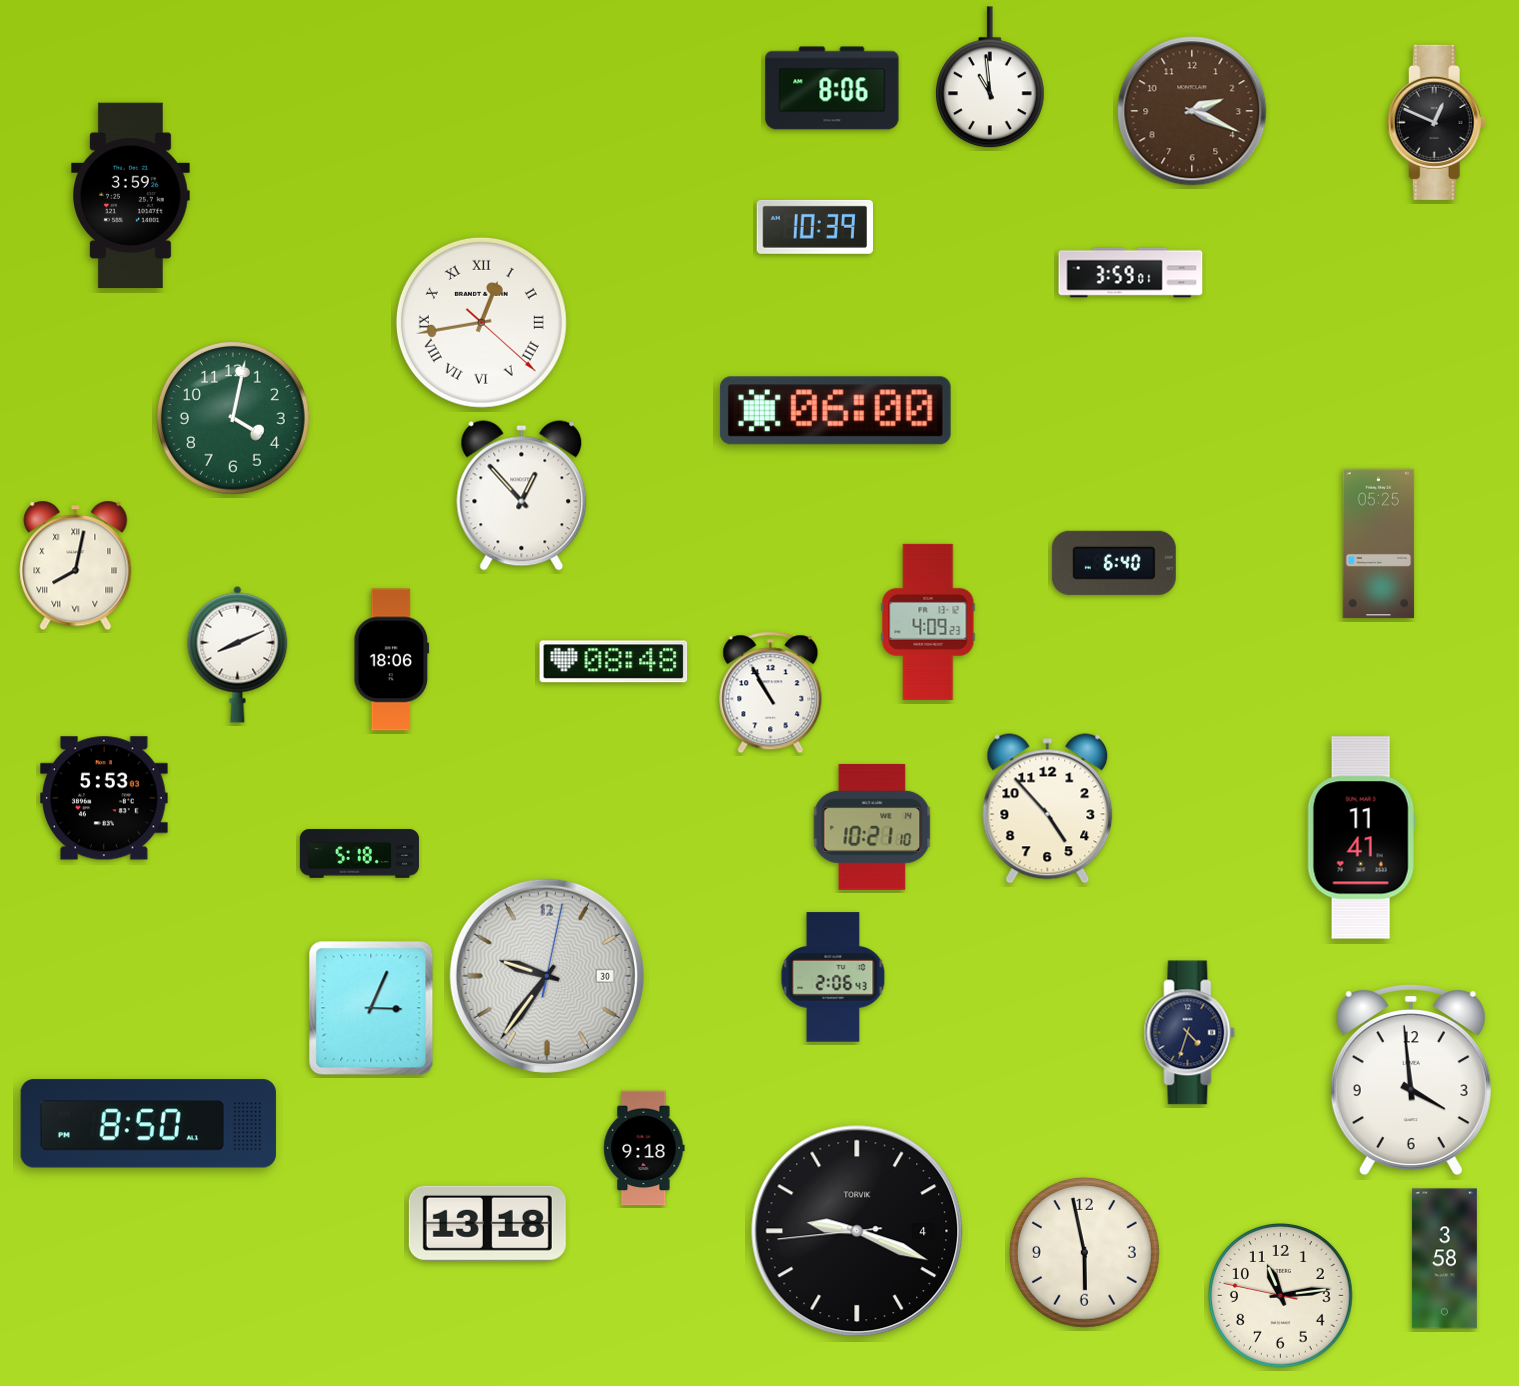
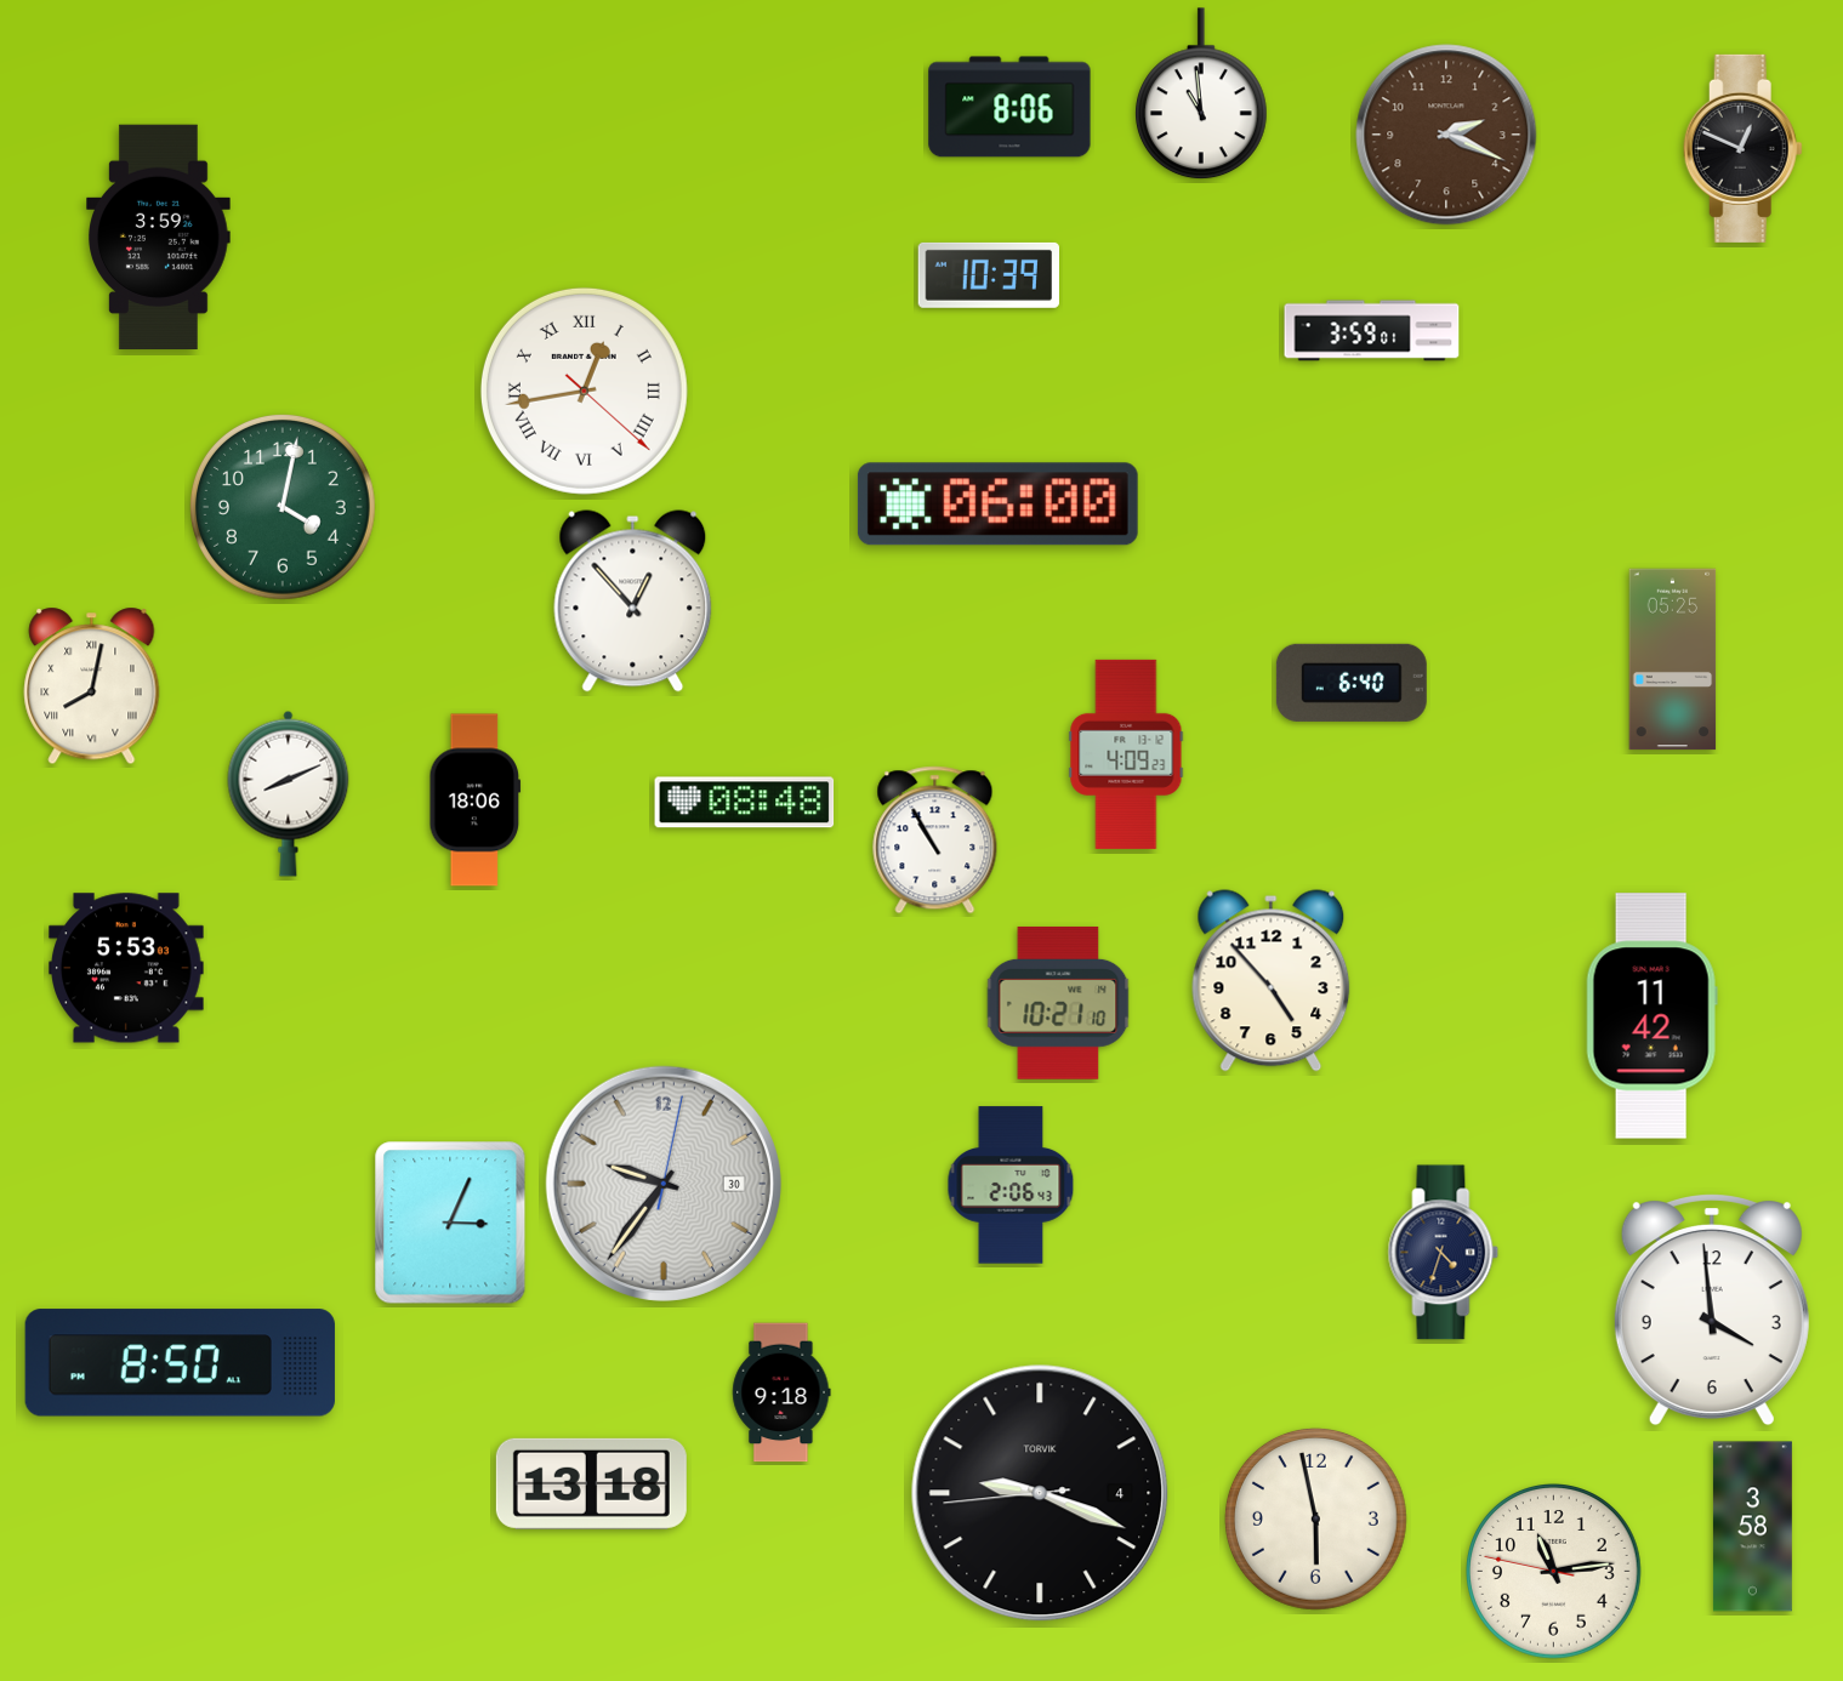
clock at (835, 411) position: (835, 411) -> (997, 505)
clock at (1361, 838): 11:41 -> 11:42
clock at (359, 854): 5:18 -> none
